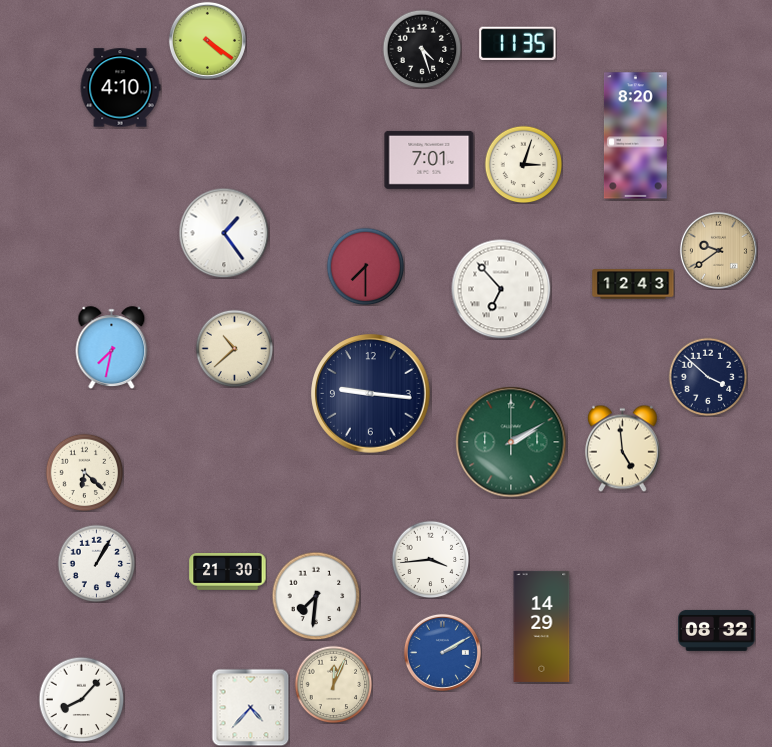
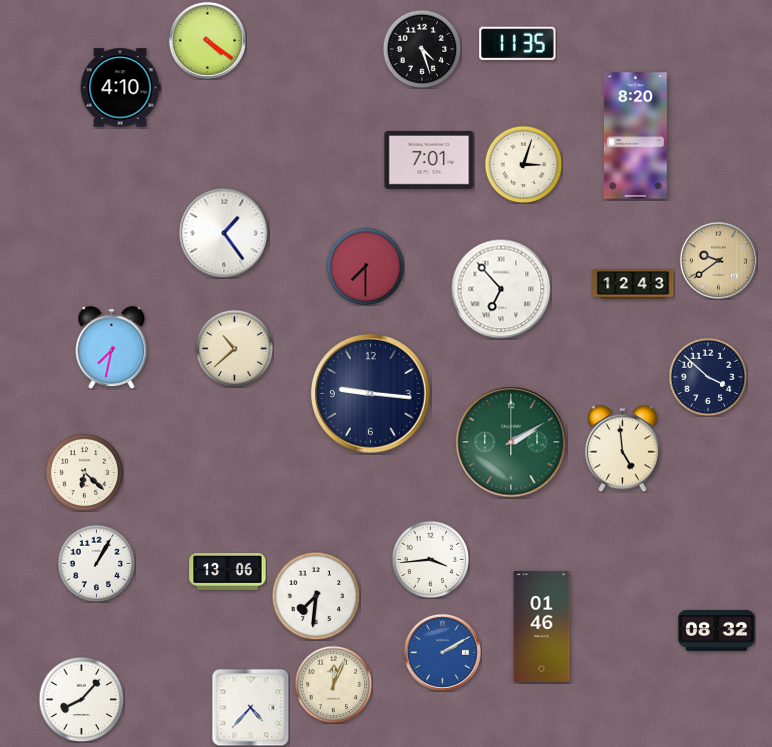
clock at (718, 250) position: (718, 250) -> (718, 260)
clock at (228, 572): 21:30 -> 13:06
clock at (542, 626): 14:29 -> 01:46
